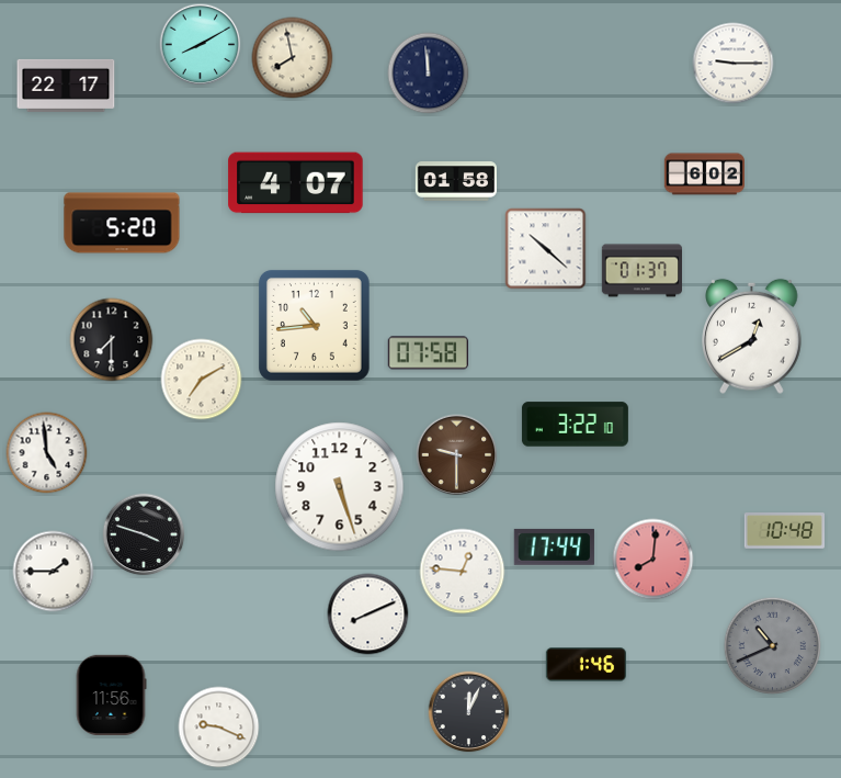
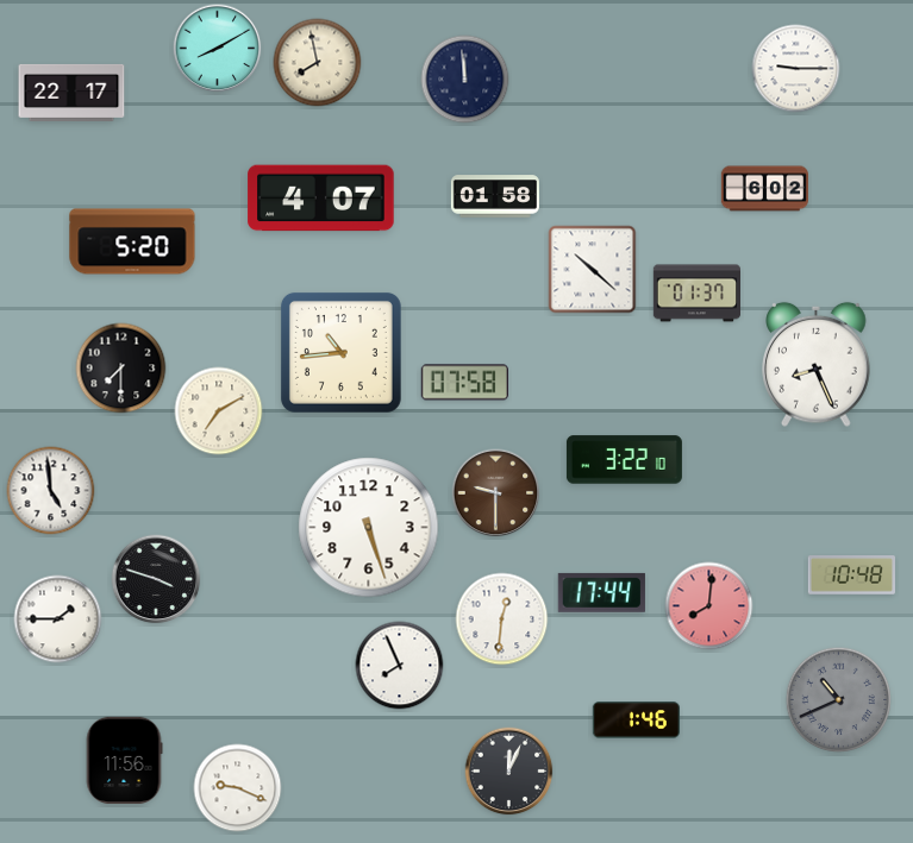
clock at (752, 336): 12:40 -> 8:26
clock at (463, 572): 12:46 -> 12:31
clock at (368, 614): 8:11 -> 7:56
clock at (111, 695) position: (111, 695) -> (124, 760)
